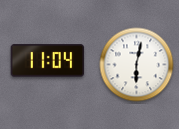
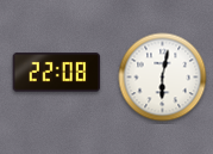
clock at (48, 61): 11:04 -> 22:08
